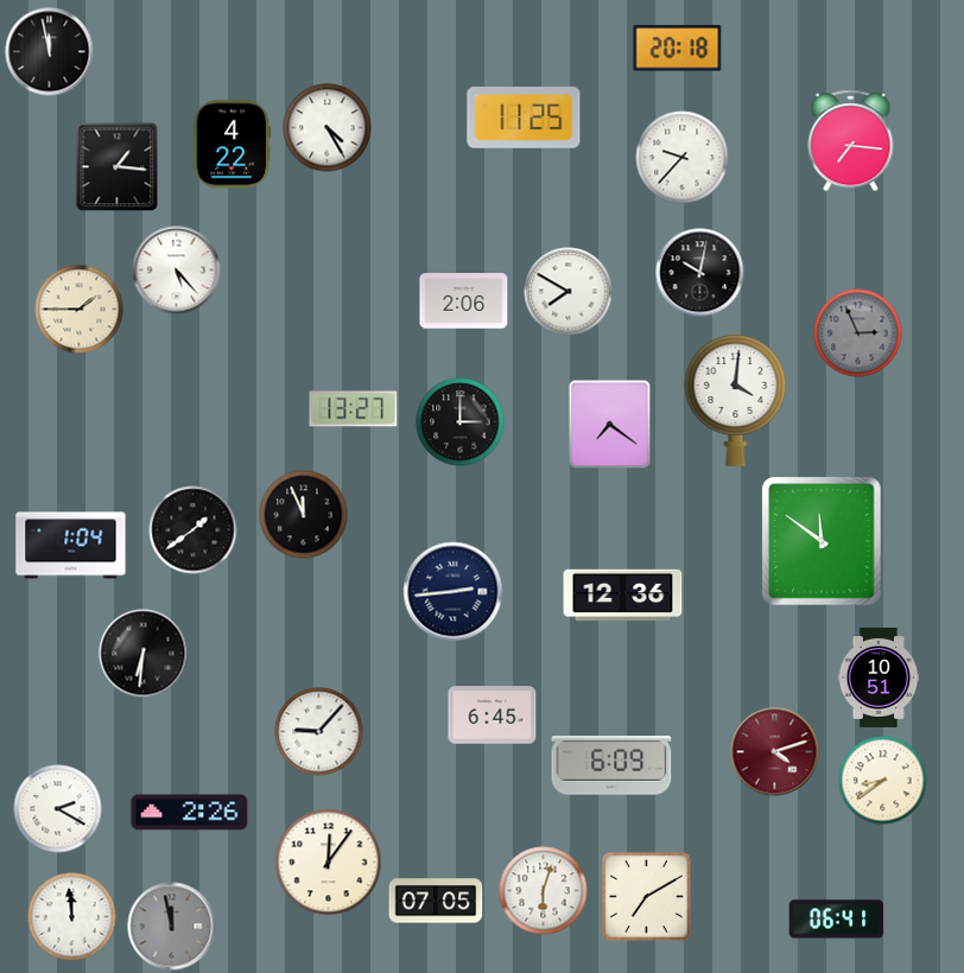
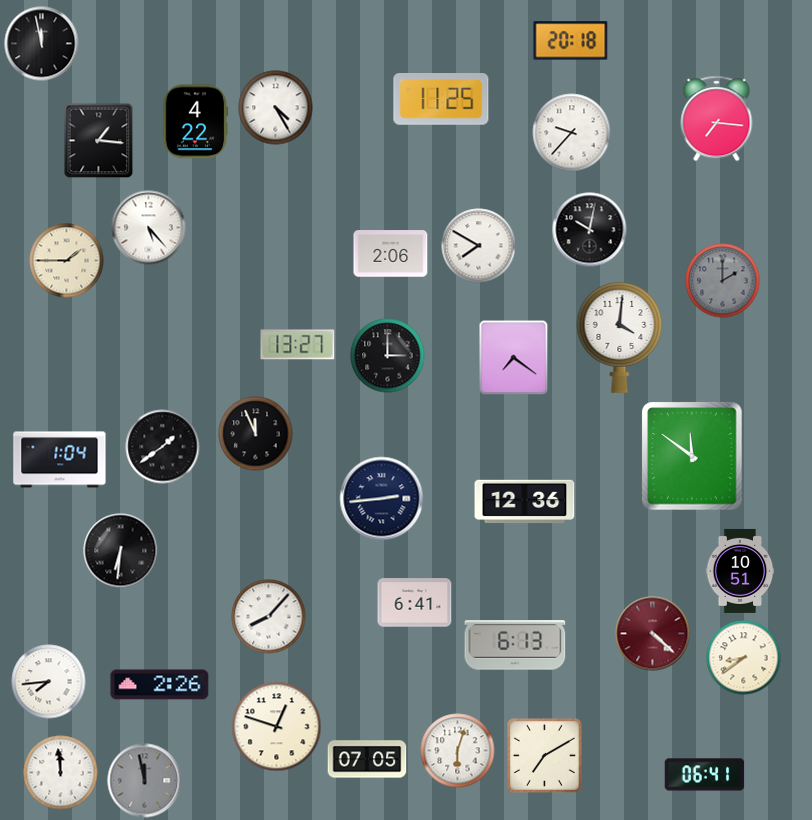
clock at (683, 158) position: (683, 158) -> (572, 133)
clock at (858, 333): 2:56 -> 2:00
clock at (493, 716): 6:45 -> 6:41
clock at (319, 732): 9:07 -> 8:07
clock at (775, 752): 4:12 -> 4:22
clock at (611, 765): 6:09 -> 6:13
clock at (58, 809): 2:20 -> 7:44
clock at (329, 863): 12:06 -> 12:48
